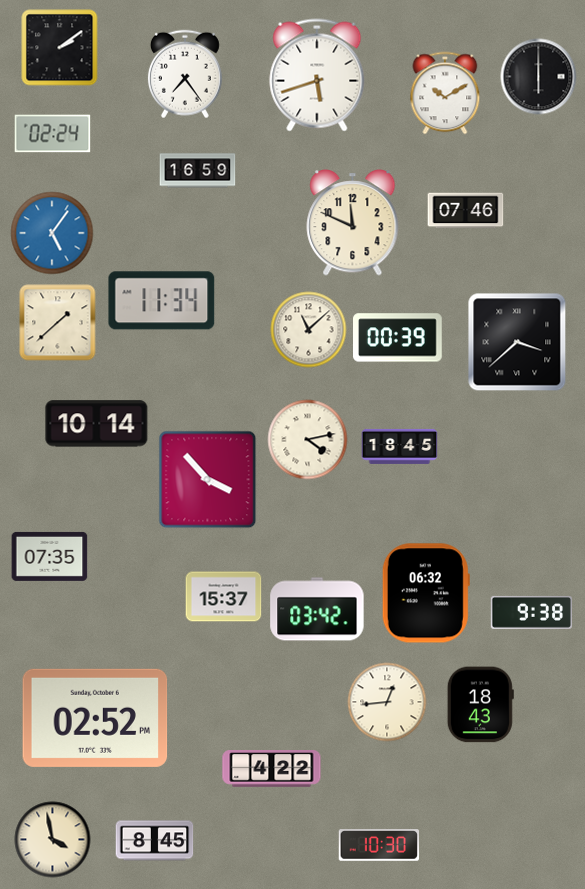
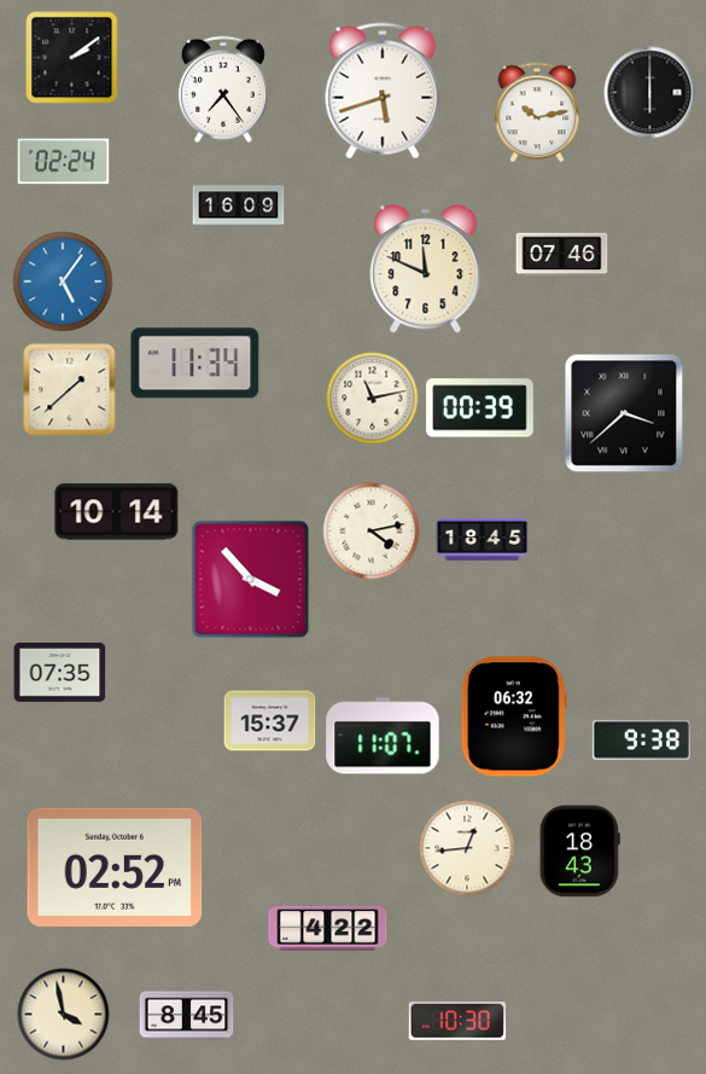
clock at (445, 93): 10:10 -> 10:13
clock at (198, 171): 16:59 -> 16:09
clock at (309, 330): 11:08 -> 11:13
clock at (317, 609): 03:42 -> 11:07
